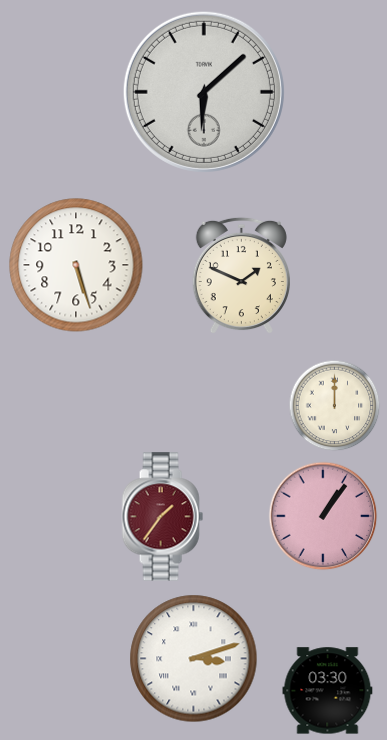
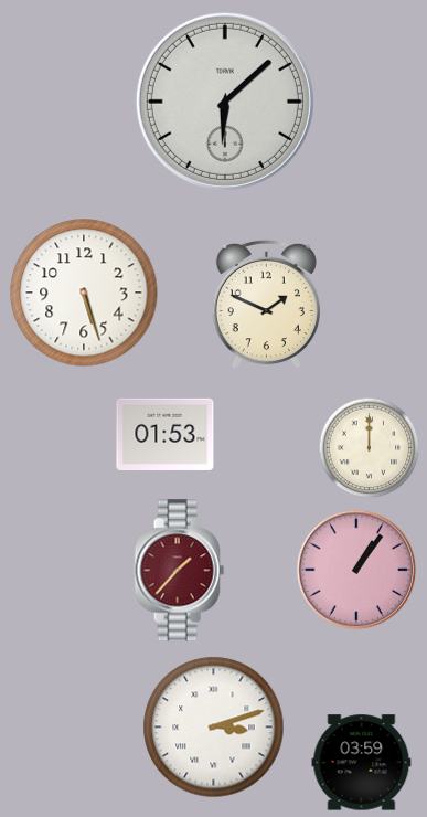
clock at (166, 434): none -> 01:53
clock at (162, 517): 1:36 -> 1:37
clock at (328, 691): 03:30 -> 03:59
